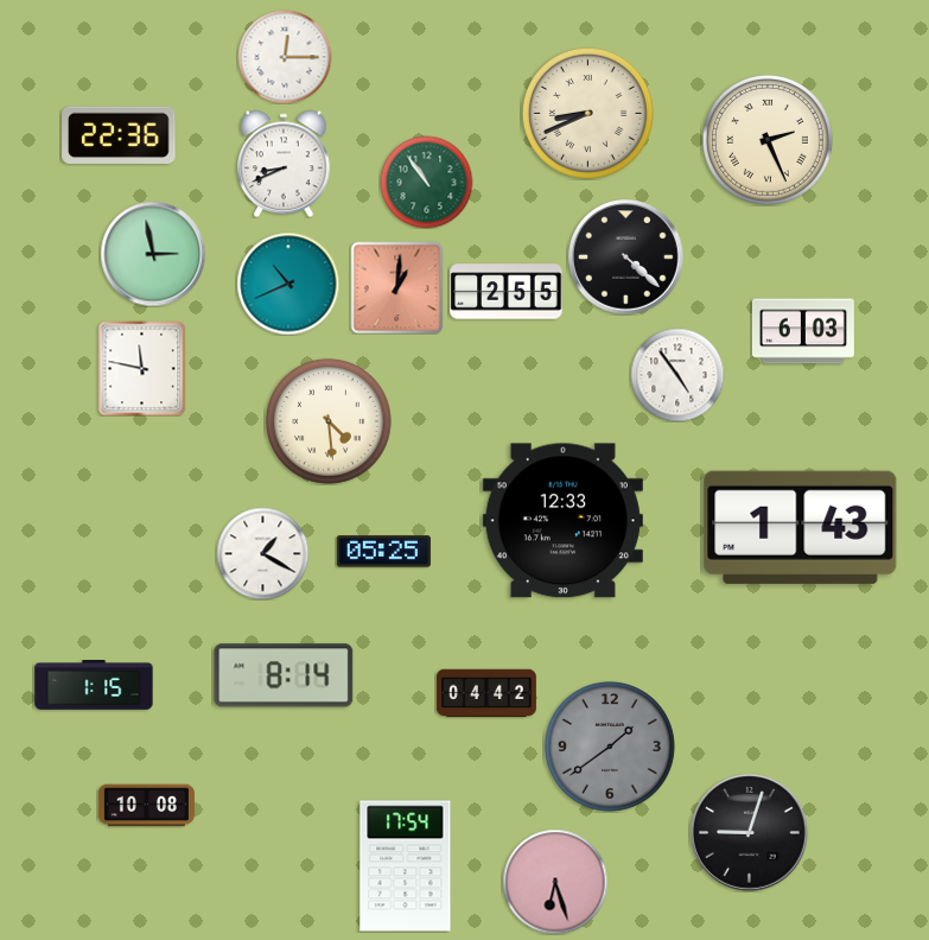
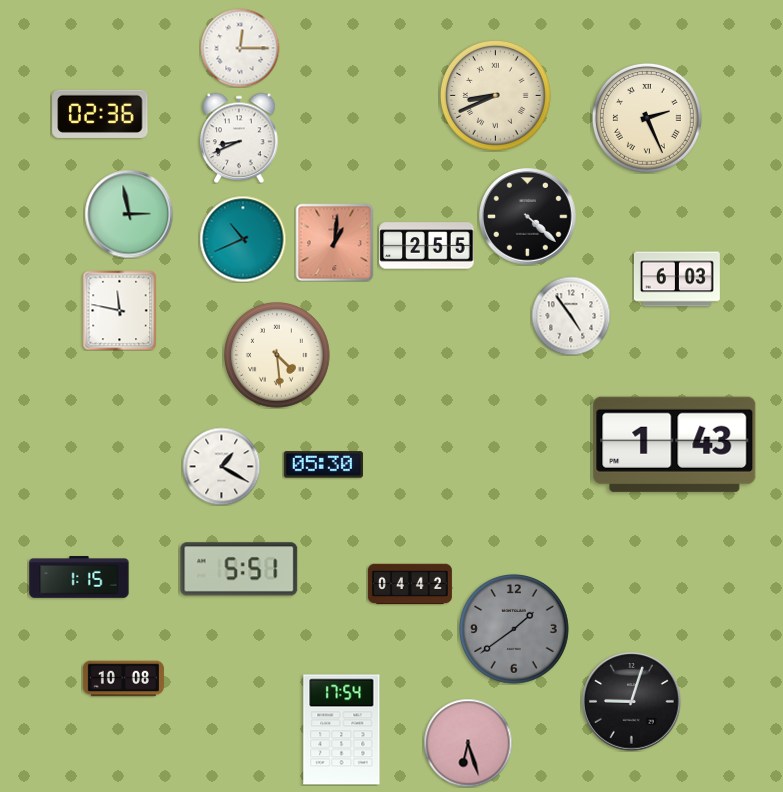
clock at (119, 135): 22:36 -> 02:36
clock at (426, 182): 10:54 -> none
clock at (562, 521): 12:33 -> none
clock at (383, 552): 05:25 -> 05:30
clock at (284, 675): 8:14 -> 5:51
